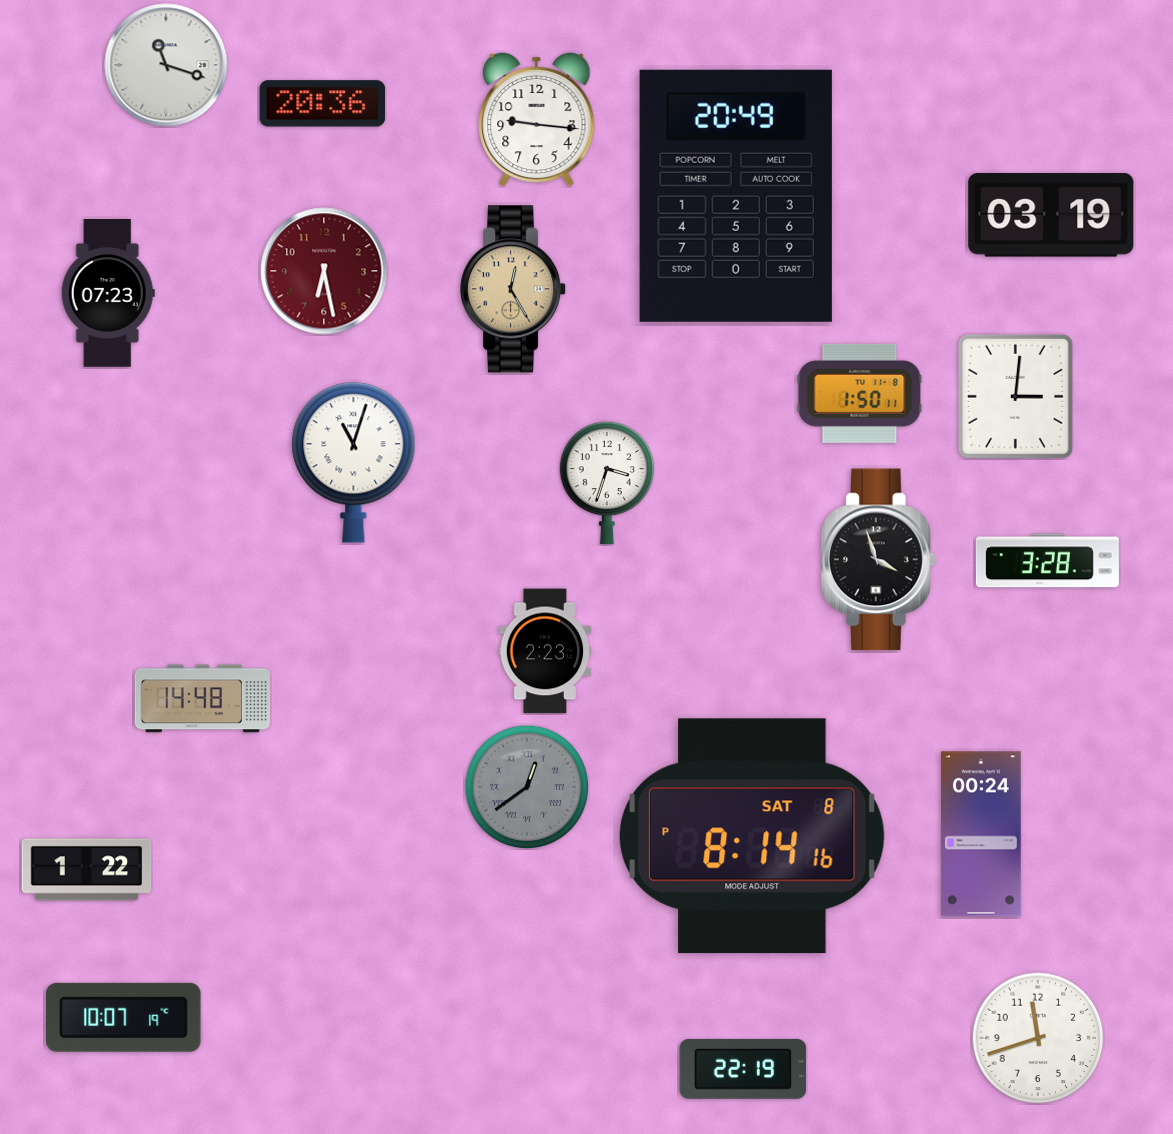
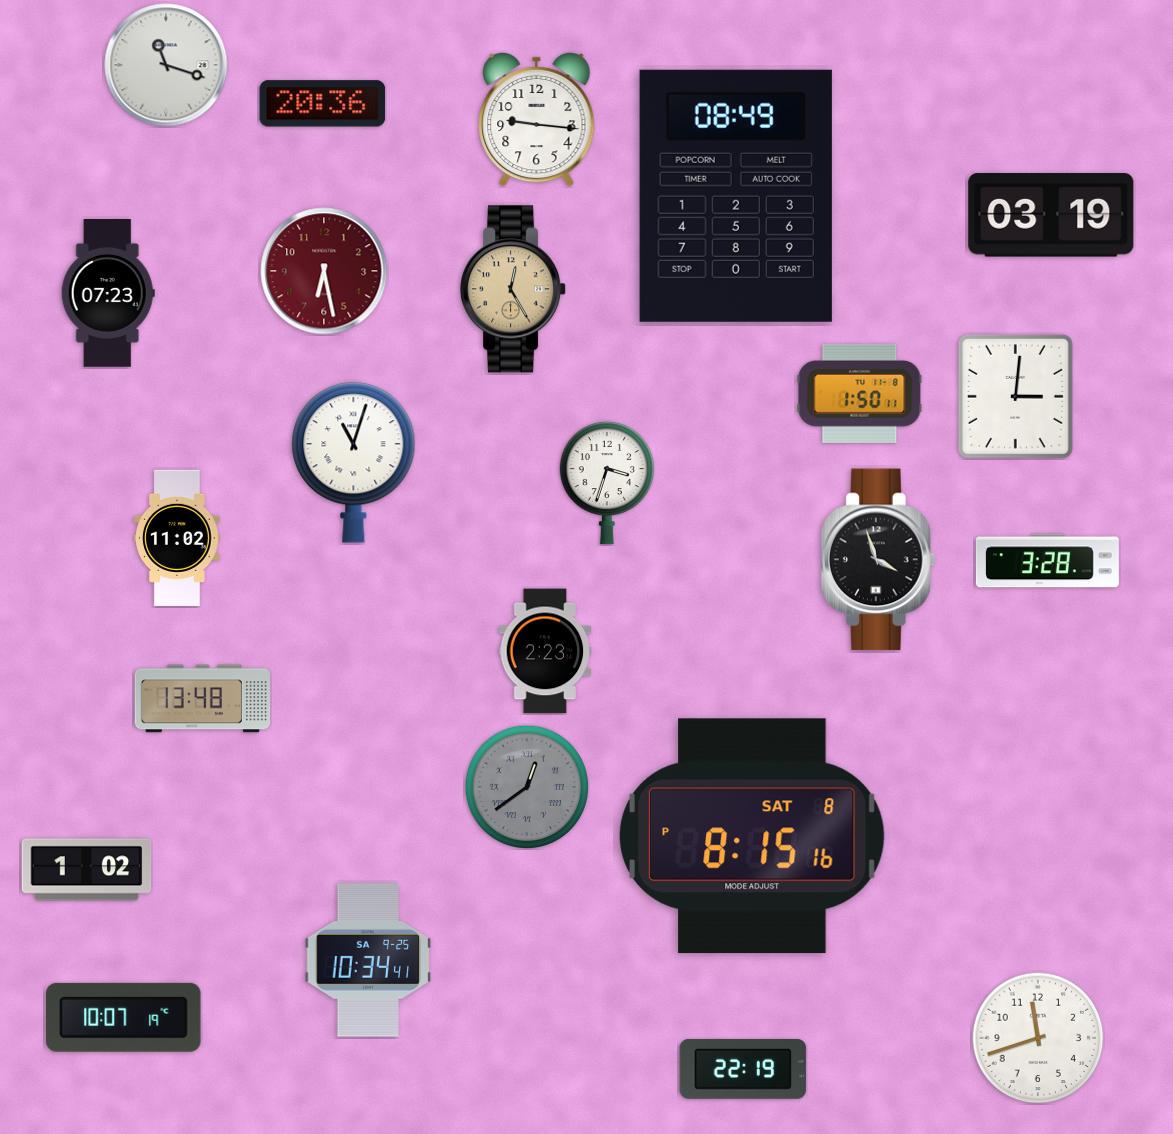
clock at (736, 196): 20:49 -> 08:49
clock at (177, 538): none -> 11:02
clock at (202, 699): 14:48 -> 13:48
clock at (981, 834): 00:24 -> none
clock at (753, 836): 8:14 -> 8:15
clock at (87, 870): 1:22 -> 1:02
clock at (368, 960): none -> 10:34
